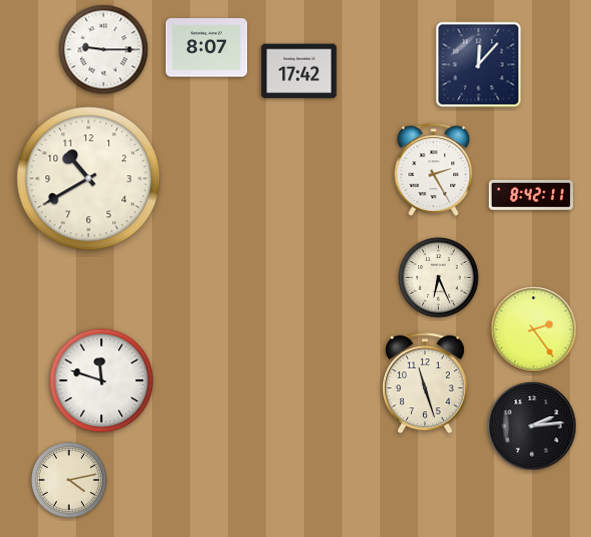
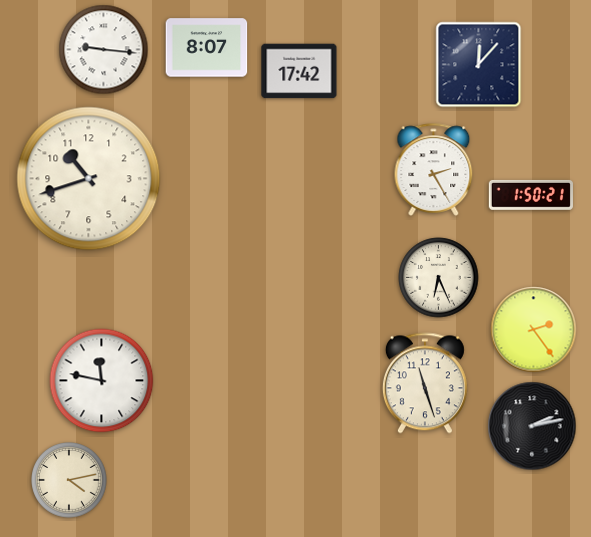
clock at (104, 50): 9:15 -> 9:16
clock at (89, 179): 10:40 -> 10:42
clock at (531, 195): 8:42 -> 1:50
clock at (102, 381): 11:48 -> 11:47
clock at (532, 426): 2:14 -> 2:13
